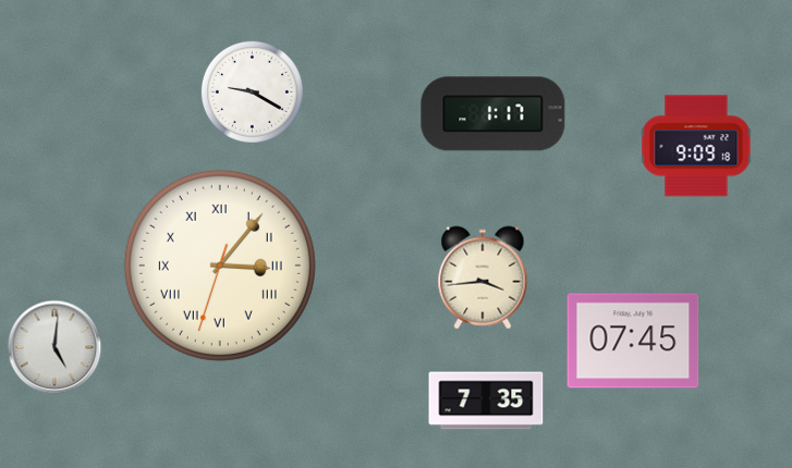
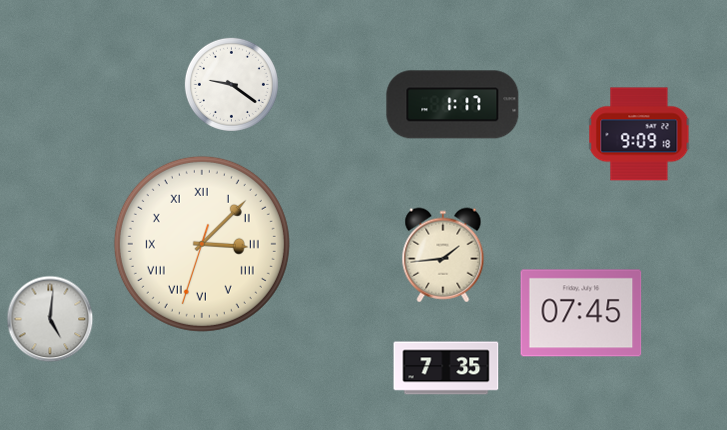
clock at (252, 91): 9:20 -> 9:21
clock at (220, 266): 3:06 -> 3:07
clock at (483, 278): 3:44 -> 1:44
